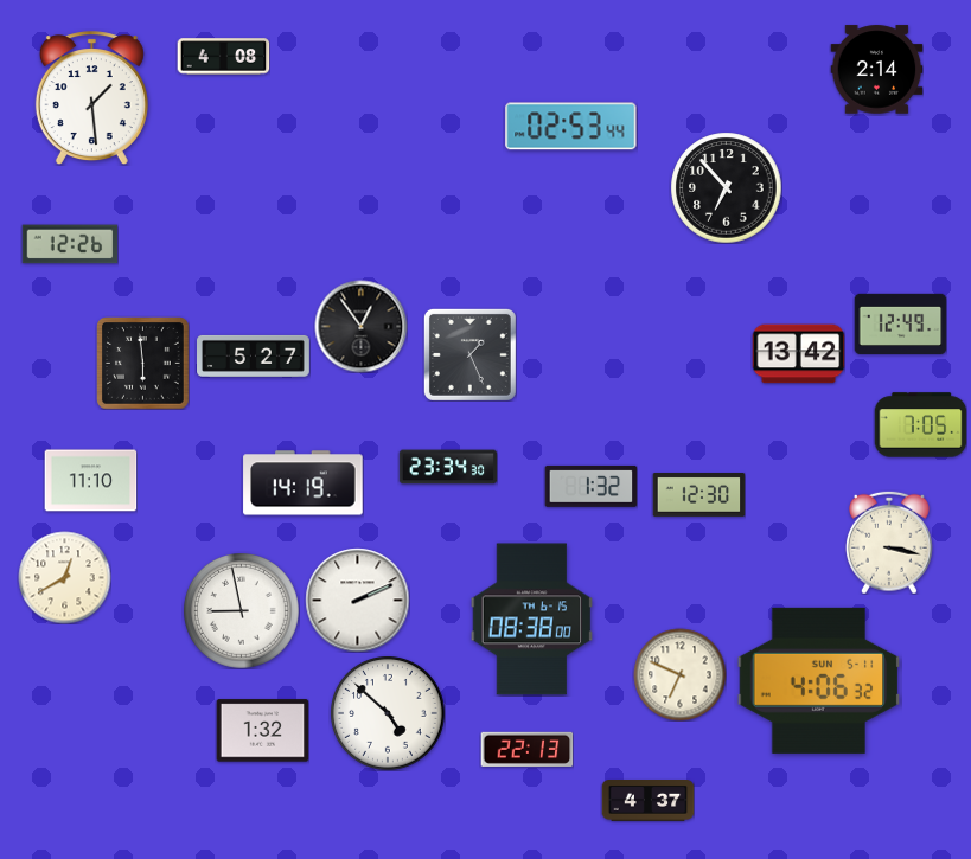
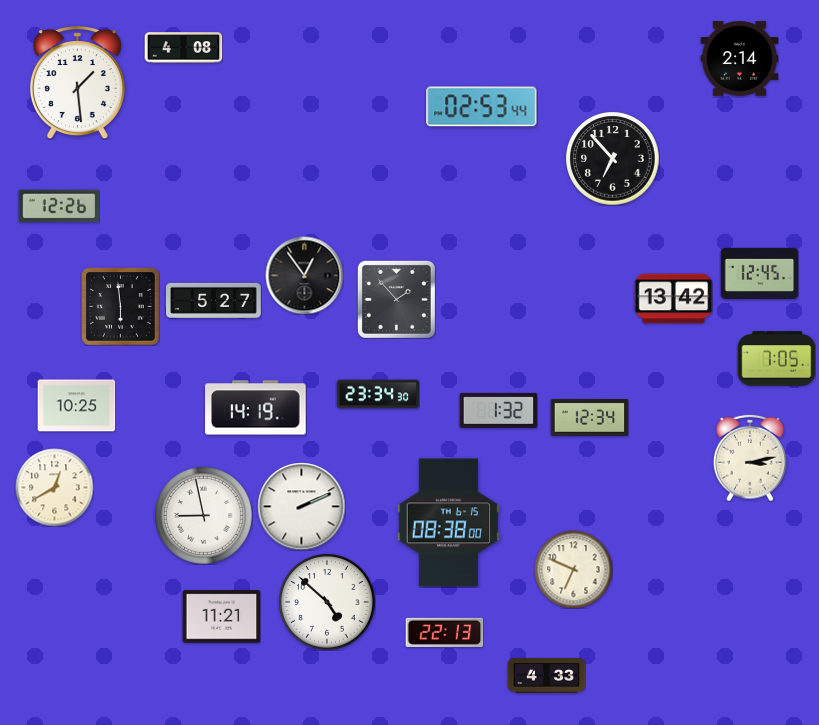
clock at (223, 57) position: (223, 57) -> (183, 48)
clock at (900, 323): 12:49 -> 12:45
clock at (469, 354): 1:26 -> 1:53
clock at (90, 481): 11:10 -> 10:25
clock at (698, 495): 12:30 -> 12:34
clock at (890, 543): 3:17 -> 3:13
clock at (819, 680): 4:06 -> none
clock at (262, 731): 1:32 -> 11:21
clock at (647, 801): 4:37 -> 4:33
